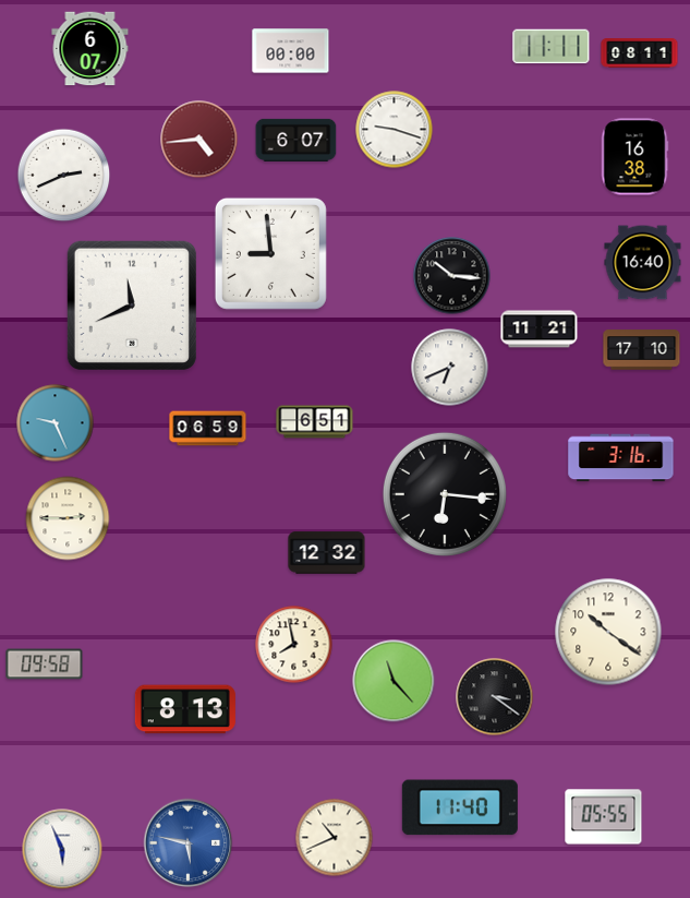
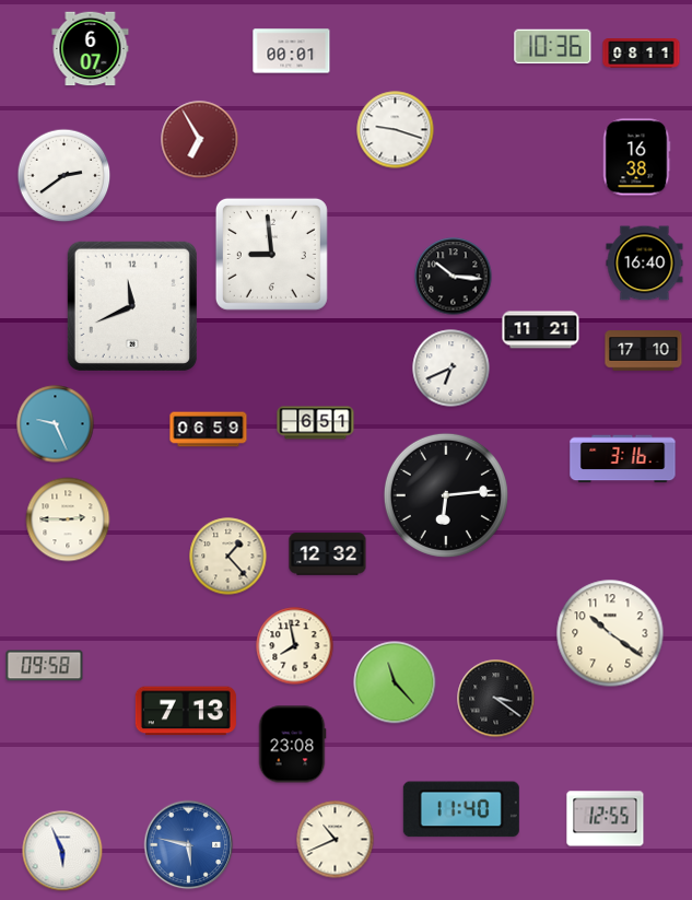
clock at (552, 46): 11:11 -> 10:36
clock at (291, 51): 00:00 -> 00:01
clock at (199, 140): 4:44 -> 6:55
clock at (296, 140): 6:07 -> none
clock at (64, 176): 2:41 -> 2:39
clock at (445, 494): 6:16 -> 6:14
clock at (228, 557): none -> 1:23
clock at (185, 709): 8:13 -> 7:13
clock at (292, 745): none -> 23:08
clock at (604, 817): 05:55 -> 12:55
